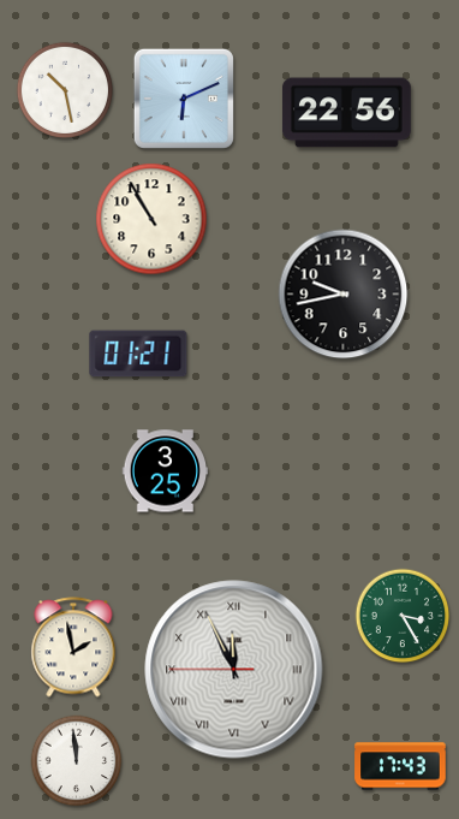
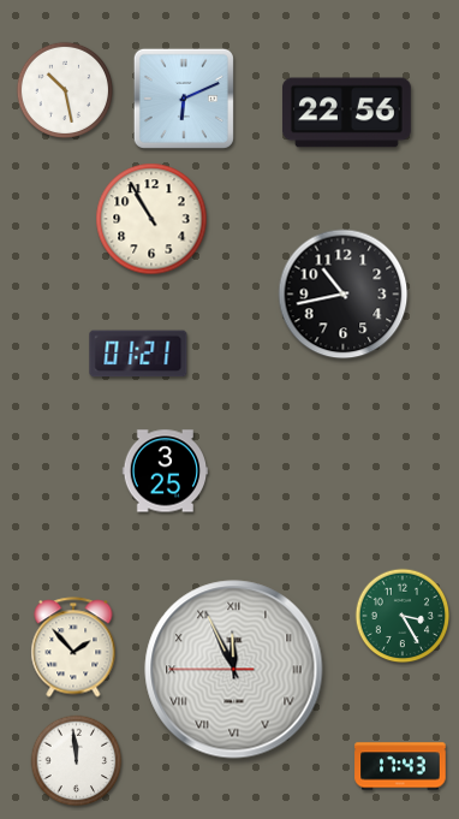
clock at (344, 295): 9:43 -> 10:43
clock at (73, 647): 1:58 -> 1:53
